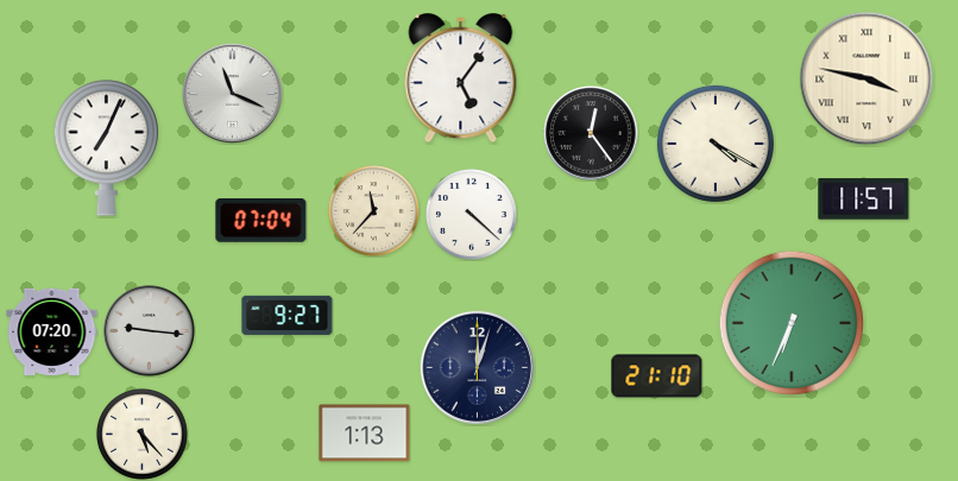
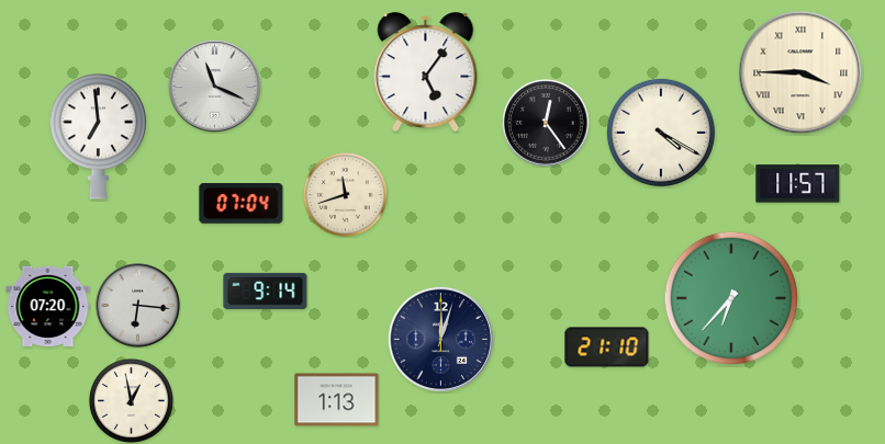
clock at (866, 78): 3:47 -> 3:45
clock at (106, 148): 7:04 -> 6:59
clock at (374, 211): 11:37 -> 11:42
clock at (472, 215): 4:22 -> none
clock at (288, 315): 9:27 -> 9:14
clock at (792, 323): 6:34 -> 6:37
clock at (150, 331): 9:16 -> 6:16
clock at (143, 435): 5:23 -> 12:58
